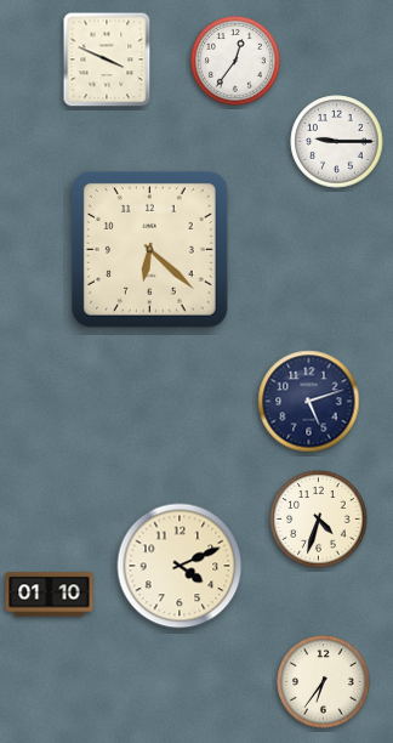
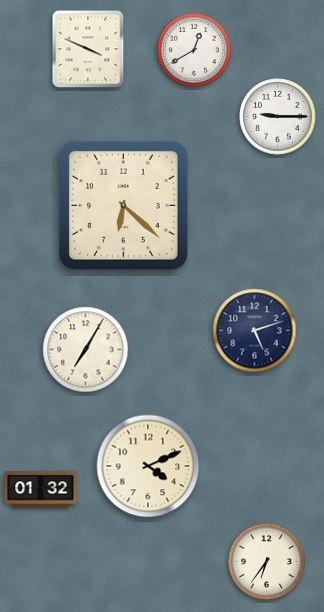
clock at (237, 62): 12:36 -> 12:40
clock at (86, 350): none -> 7:05
clock at (319, 520): 4:33 -> none
clock at (50, 595): 01:10 -> 01:32
